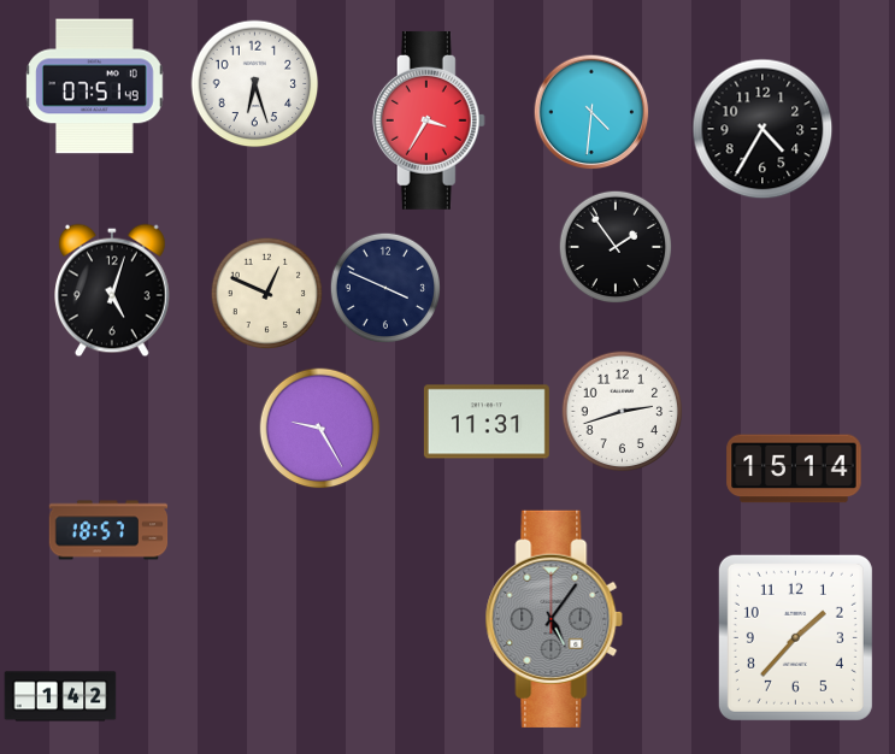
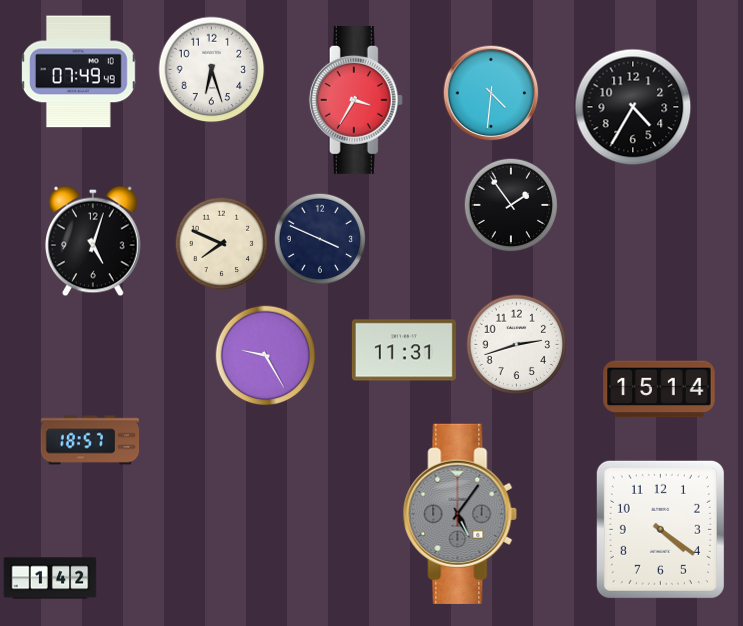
clock at (95, 87): 07:51 -> 07:49
clock at (266, 293): 12:49 -> 7:49
clock at (623, 412) position: (623, 412) -> (517, 345)
clock at (795, 637): 1:37 -> 4:21
